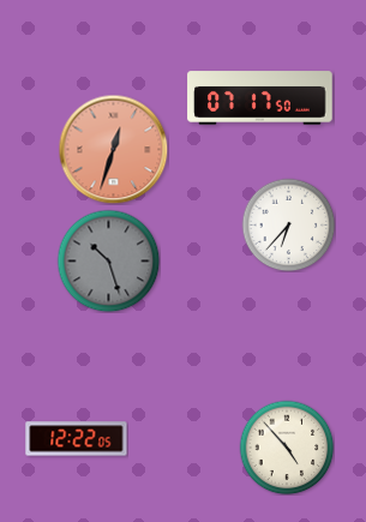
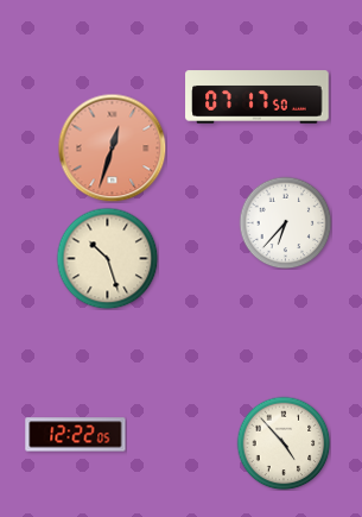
clock at (108, 260) dial: grey -> cream
